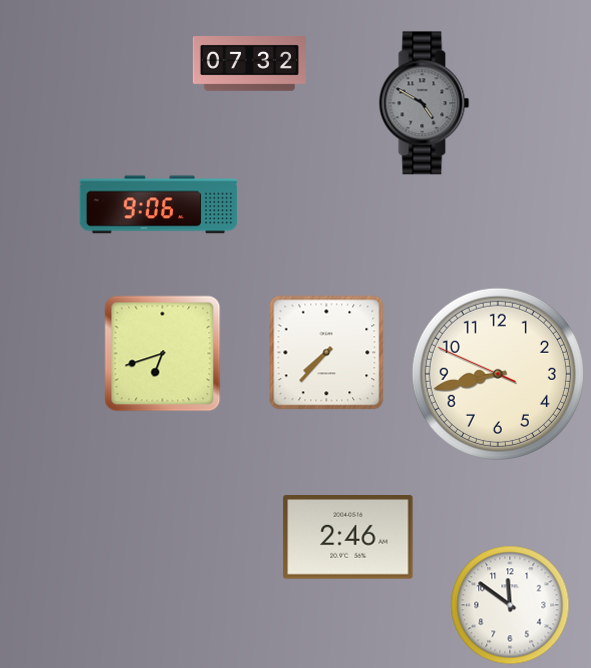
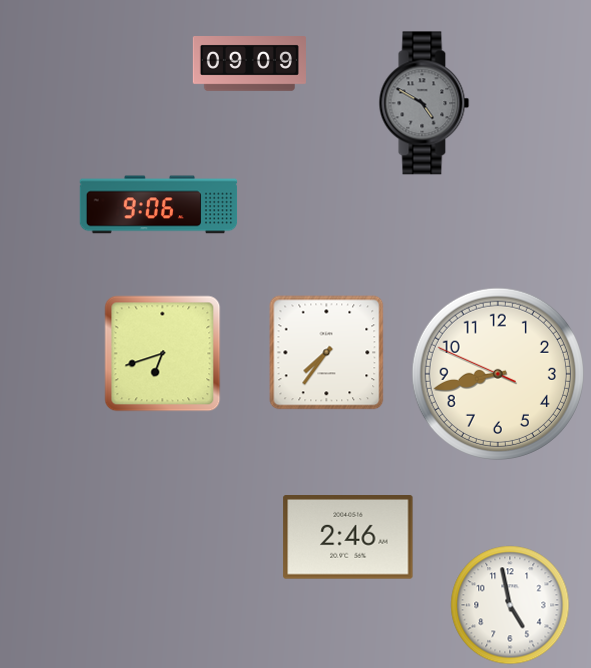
clock at (249, 64): 07:32 -> 09:09
clock at (327, 353): 7:37 -> 7:36
clock at (510, 605): 11:51 -> 4:58
